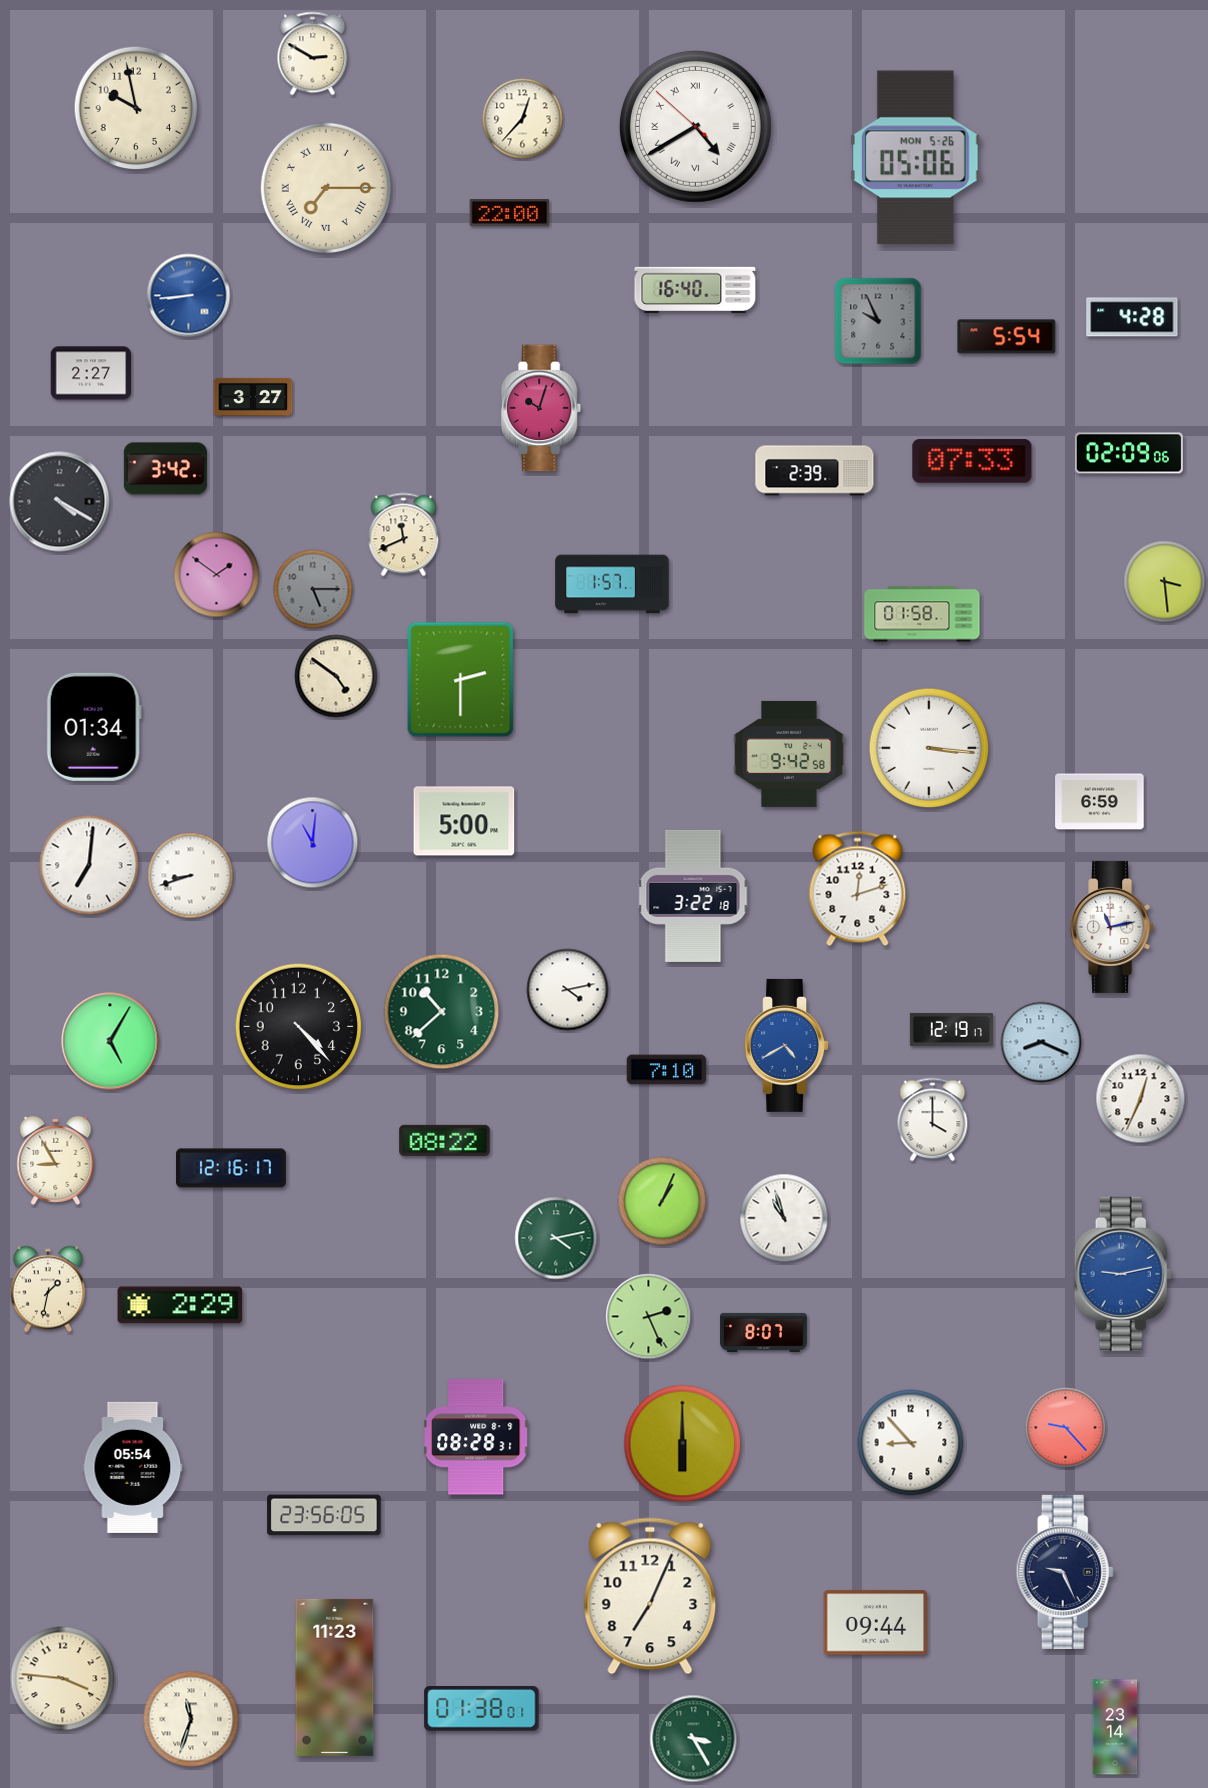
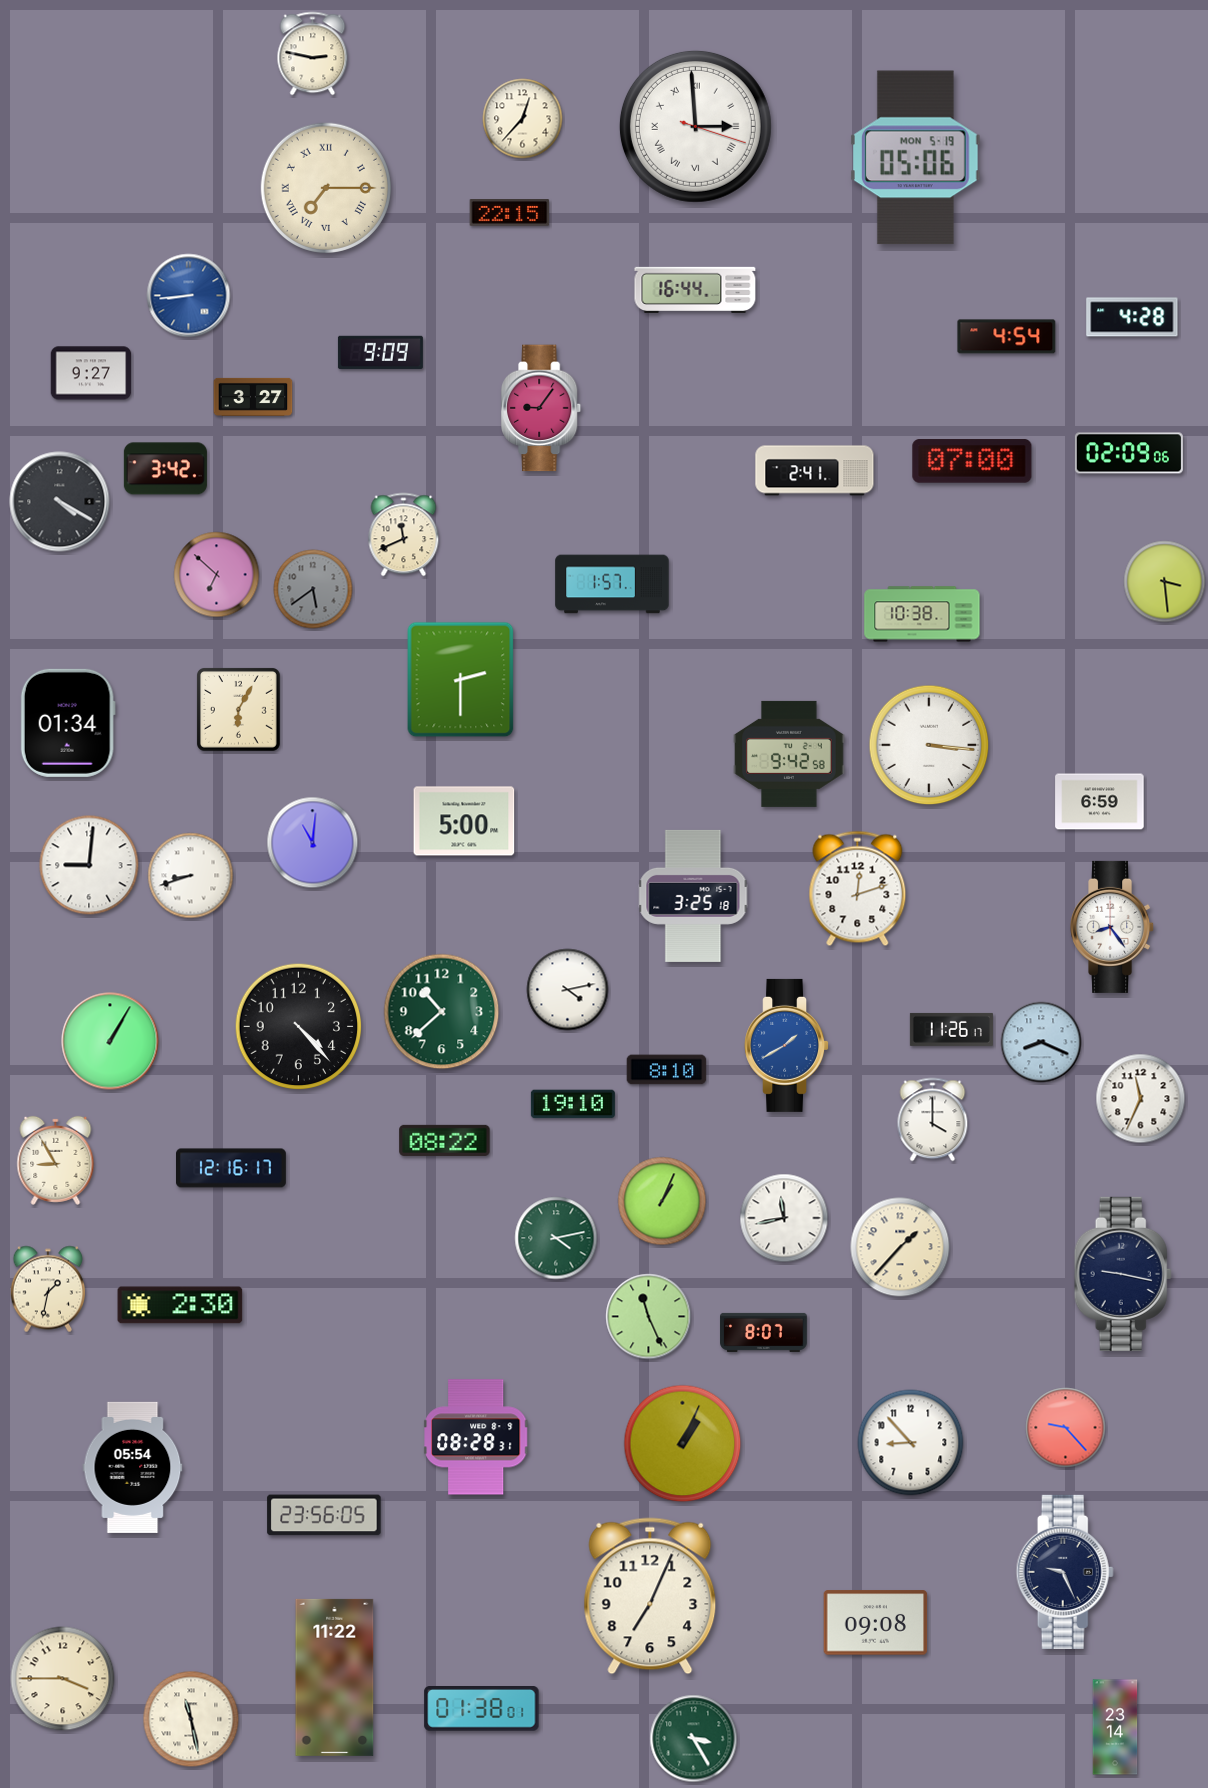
clock at (313, 54): 2:50 -> 2:47
clock at (136, 108): 9:58 -> none
clock at (695, 126): 4:39 -> 2:59
clock at (915, 158) date: MON 5-26 -> MON 5-19
clock at (510, 213): 22:00 -> 22:15
clock at (695, 290): 16:40 -> 16:44
clock at (878, 321): 9:56 -> none
clock at (1007, 337): 5:54 -> 4:54
clock at (380, 353): none -> 9:09
clock at (91, 373): 2:27 -> 9:27
clock at (542, 408): 10:03 -> 9:06
clock at (972, 461): 07:33 -> 07:00
clock at (815, 471): 2:39 -> 2:41
clock at (217, 575): 1:51 -> 6:52
clock at (313, 589): 5:15 -> 5:39
clock at (922, 614): 01:58 -> 10:38
clock at (336, 676): 4:51 -> none
clock at (238, 709): none -> 6:05
clock at (94, 727) position: (94, 727) -> (68, 723)
clock at (929, 748) position: (929, 748) -> (929, 745)
clock at (89, 865): 7:01 -> 9:01
clock at (693, 896): 3:22 -> 3:25
clock at (1113, 927): 11:13 -> 8:24
clock at (951, 1029): 12:19 -> 11:26
clock at (110, 1041): 5:05 -> 1:05
clock at (787, 1045): 4:40 -> 1:40
clock at (667, 1070): 7:10 -> 8:10
clock at (1141, 1099): 12:34 -> 11:34
clock at (573, 1104): none -> 19:10
clock at (784, 1218): 10:57 -> 11:43
clock at (900, 1247): none -> 1:37
clock at (1123, 1274): 9:13 -> 9:17
clock at (1123, 1274) dial: blue -> navy
clock at (180, 1305): 2:29 -> 2:30
clock at (649, 1317): 2:26 -> 11:26
clock at (683, 1444): 6:00 -> 1:04
clock at (876, 1623): 09:44 -> 09:08
clock at (335, 1677): 11:23 -> 11:22
clock at (63, 1679): 3:46 -> 3:45
clock at (191, 1719): 11:33 -> 11:28
